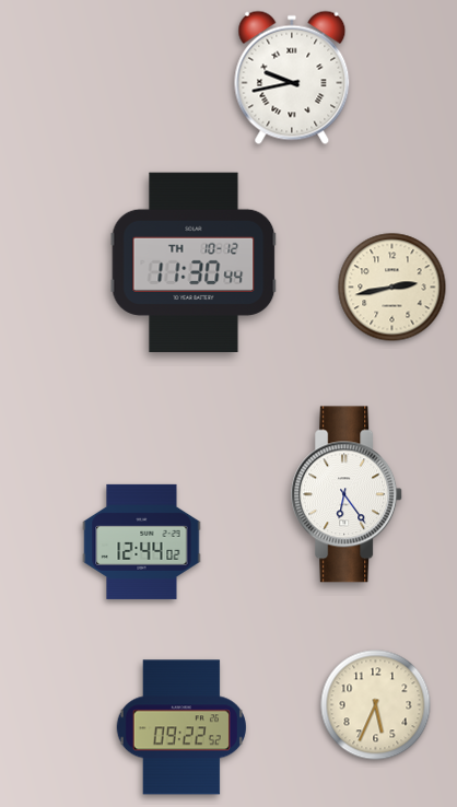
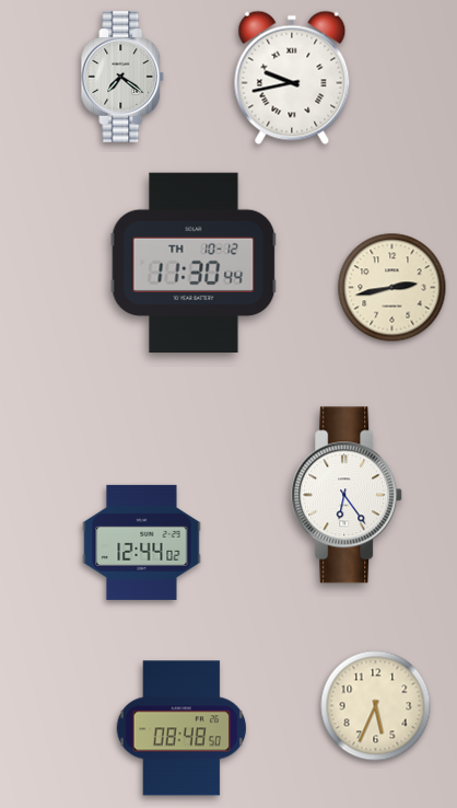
clock at (122, 77): none -> 7:21
clock at (181, 727): 09:22 -> 08:48
